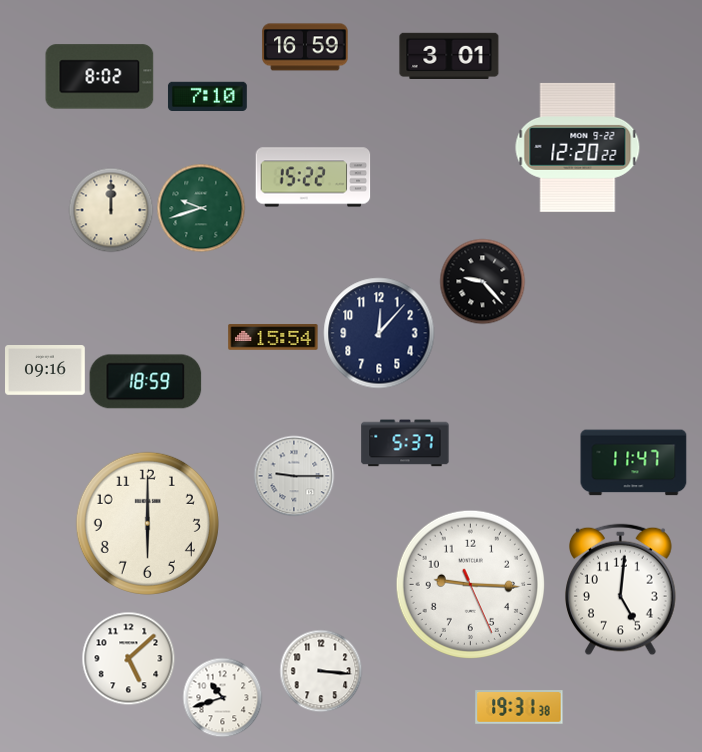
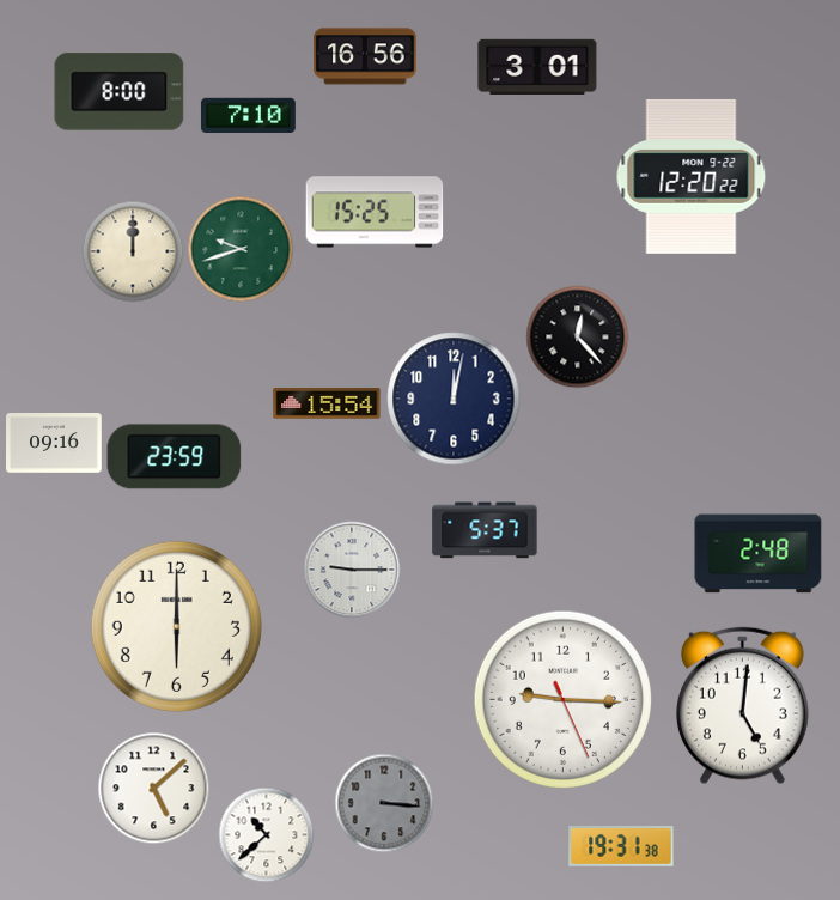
clock at (305, 47): 16:59 -> 16:56
clock at (100, 77): 8:02 -> 8:00
clock at (313, 177): 15:22 -> 15:25
clock at (482, 281): 9:23 -> 12:23
clock at (379, 333): 12:07 -> 12:02
clock at (146, 382): 18:59 -> 23:59
clock at (634, 463): 11:47 -> 2:48
clock at (321, 671) dial: white -> grey
clock at (222, 697): 10:42 -> 10:38
